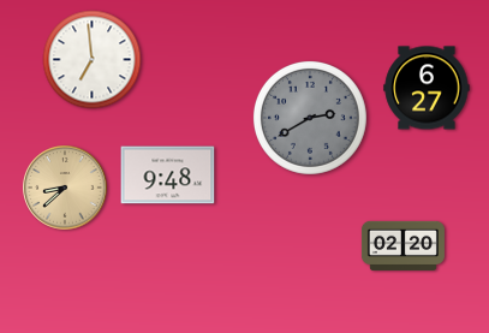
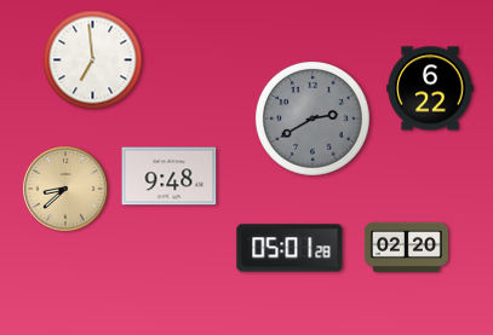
clock at (427, 88): 6:27 -> 6:22
clock at (290, 248): none -> 05:01
